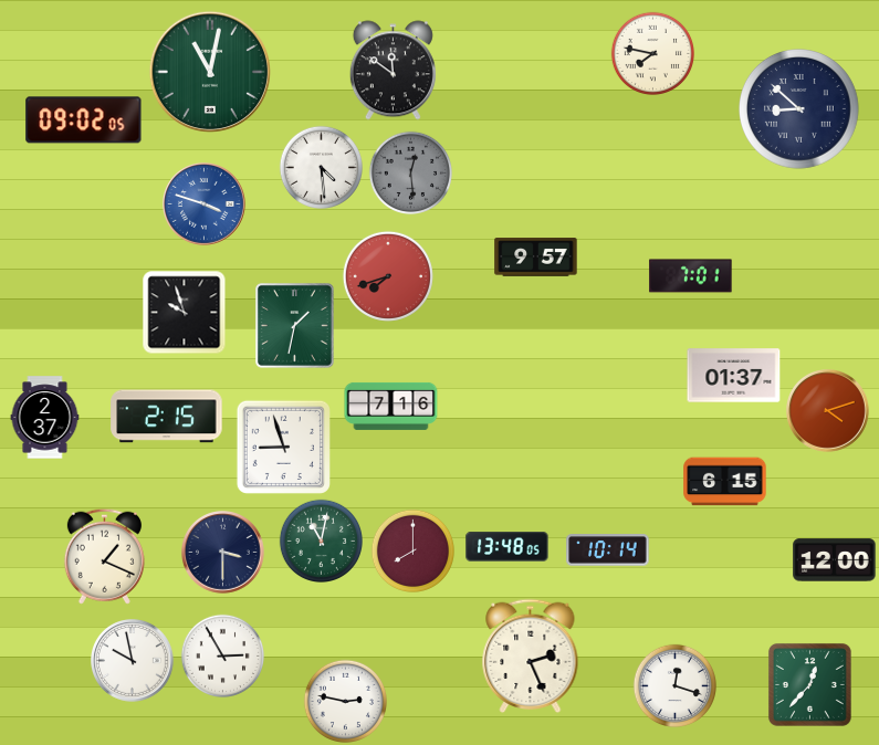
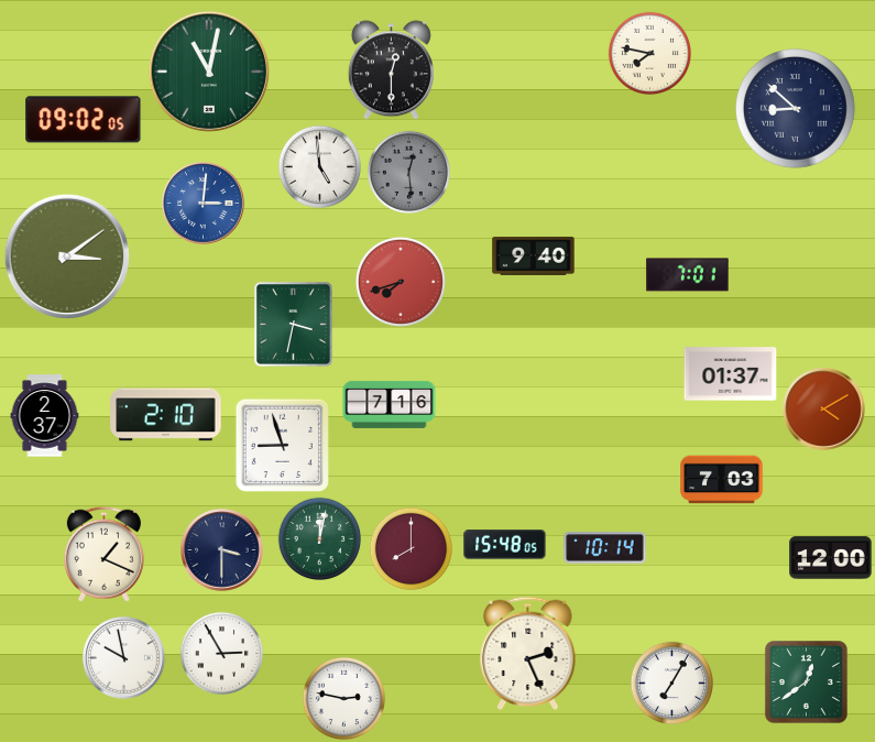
clock at (393, 71): 11:51 -> 12:30
clock at (321, 167): 4:29 -> 4:59
clock at (205, 204): 3:48 -> 3:01
clock at (66, 255): none -> 3:09
clock at (536, 258): 9:57 -> 9:40
clock at (388, 276) position: (388, 276) -> (401, 282)
clock at (185, 313): 9:57 -> none
clock at (294, 326): 1:32 -> 3:32
clock at (828, 411): 4:12 -> 4:10
clock at (167, 417): 2:15 -> 2:10
clock at (725, 482): 6:15 -> 7:03
clock at (321, 541): 11:02 -> 12:02
clock at (507, 547): 13:48 -> 15:48
clock at (133, 661) position: (133, 661) -> (124, 658)
clock at (809, 684): 12:37 -> 12:39
clock at (674, 685): 12:18 -> 7:05
